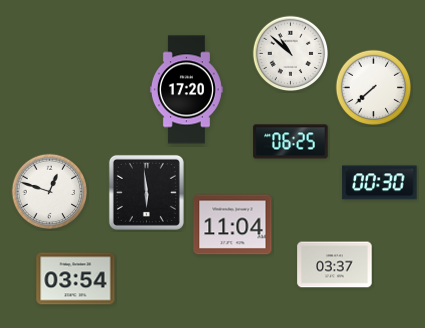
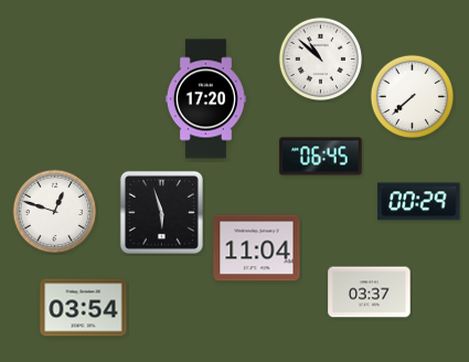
clock at (291, 142): 06:25 -> 06:45
clock at (380, 183): 00:30 -> 00:29
clock at (146, 192): 5:59 -> 5:57
